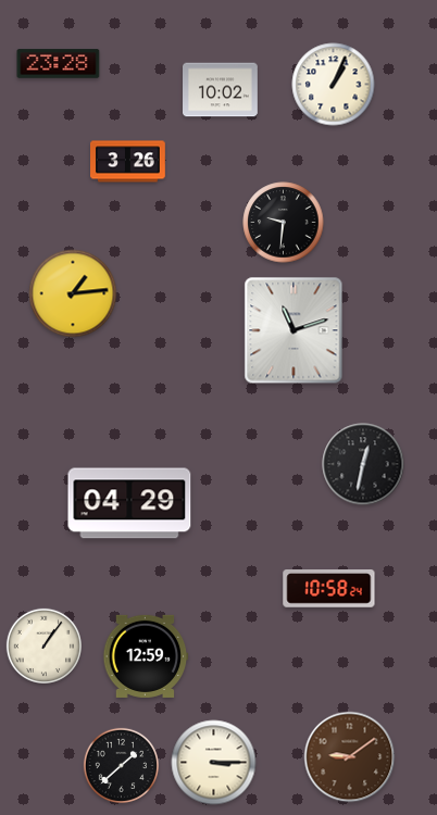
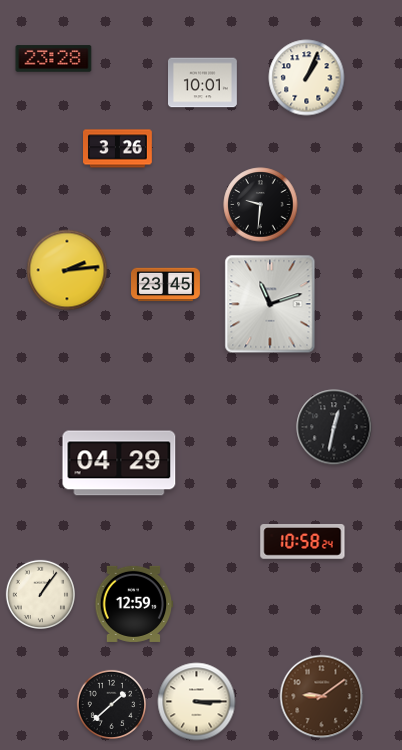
clock at (221, 90): 10:02 -> 10:01
clock at (73, 293): 1:14 -> 2:14
clock at (166, 285): none -> 23:45
